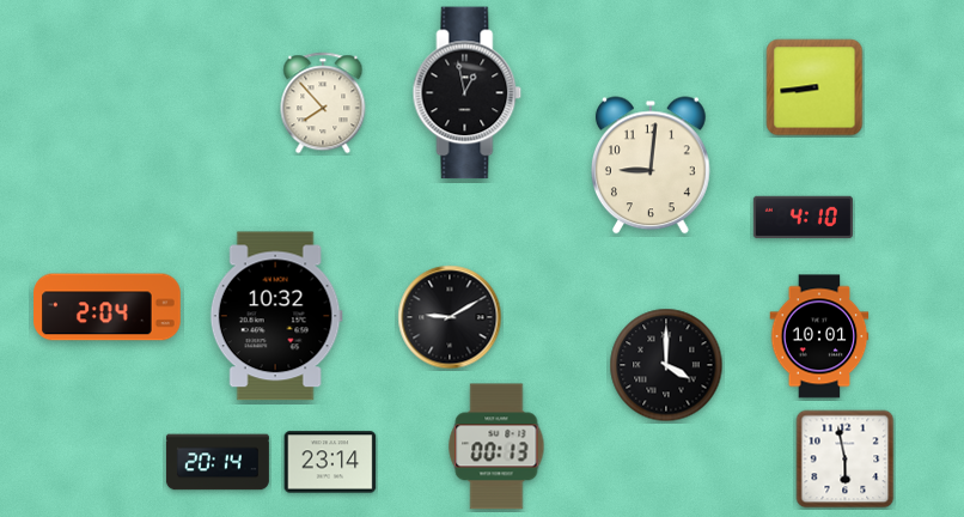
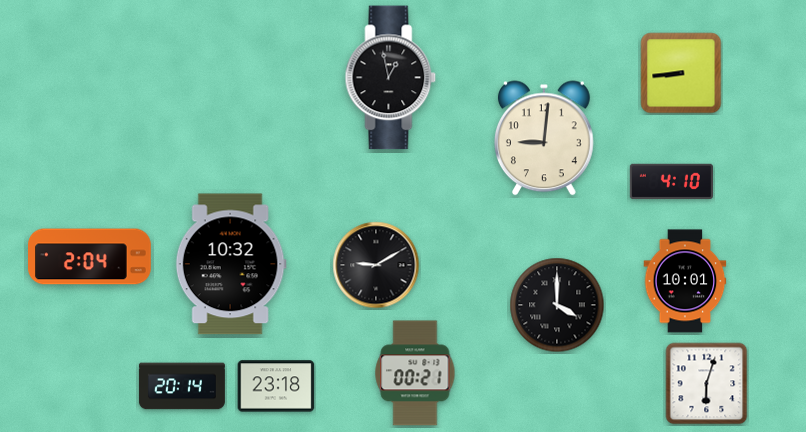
clock at (323, 103): 7:53 -> none
clock at (496, 446): 00:13 -> 00:21
clock at (846, 460): 5:58 -> 6:03
clock at (330, 462): 23:14 -> 23:18
